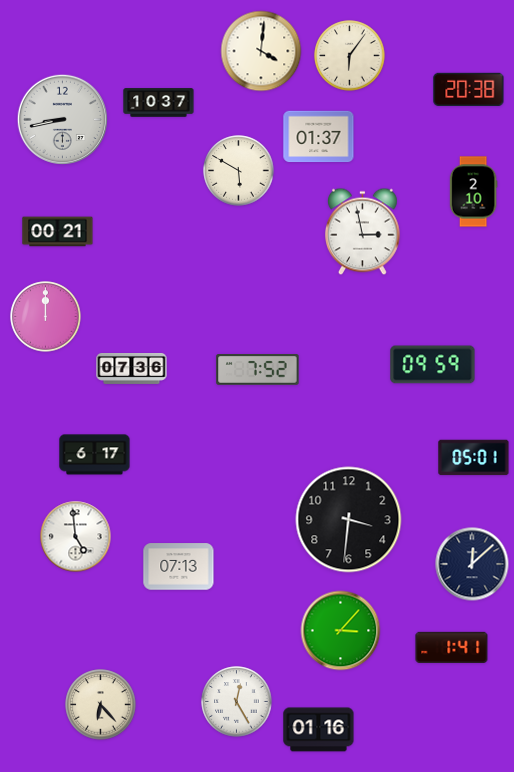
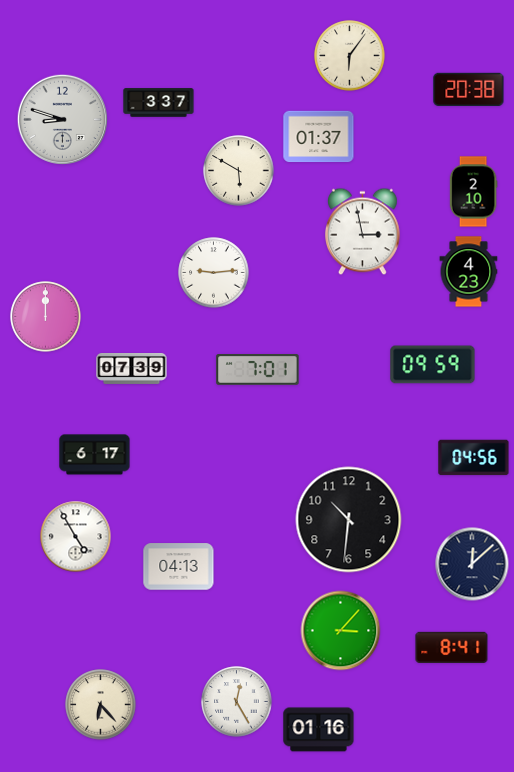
clock at (261, 51): 4:01 -> none
clock at (159, 103): 10:37 -> 3:37
clock at (62, 119): 8:43 -> 8:48
clock at (58, 232): 00:21 -> none
clock at (469, 272): none -> 4:23
clock at (214, 273): none -> 9:14
clock at (132, 369): 07:36 -> 07:39
clock at (258, 370): 7:52 -> 7:01
clock at (474, 458): 05:01 -> 04:56
clock at (349, 520): 3:31 -> 10:31
clock at (76, 537): 4:59 -> 4:55
clock at (179, 567): 07:13 -> 04:13
clock at (452, 647): 1:41 -> 8:41
